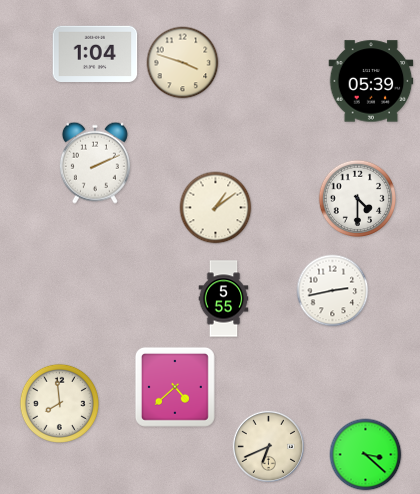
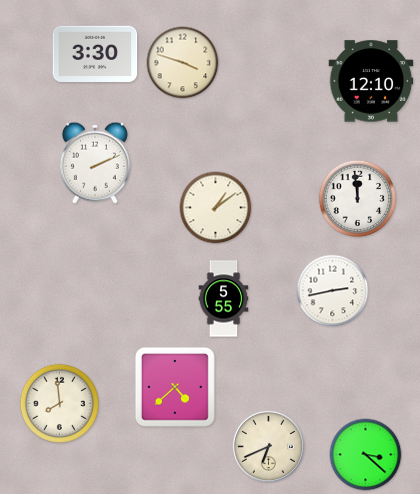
clock at (95, 54): 1:04 -> 3:30
clock at (371, 81): 05:39 -> 12:10
clock at (358, 199): 4:30 -> 11:59
